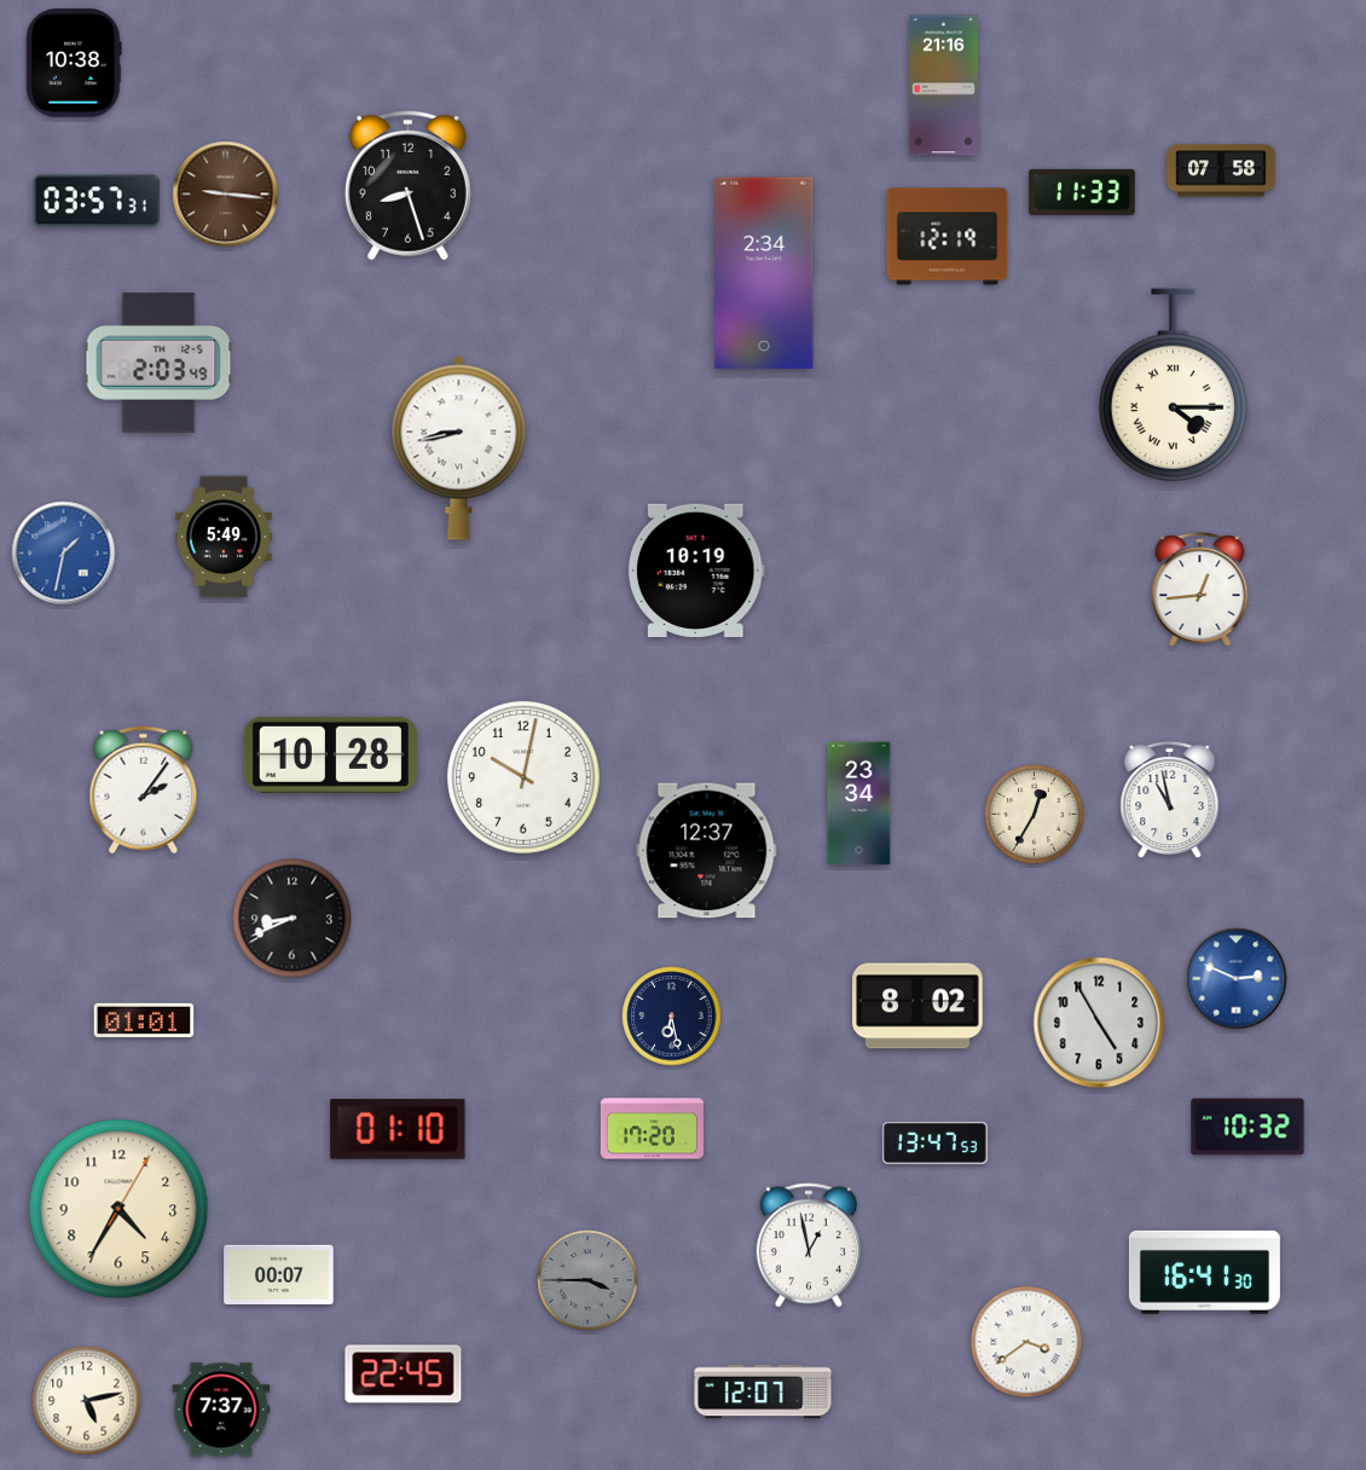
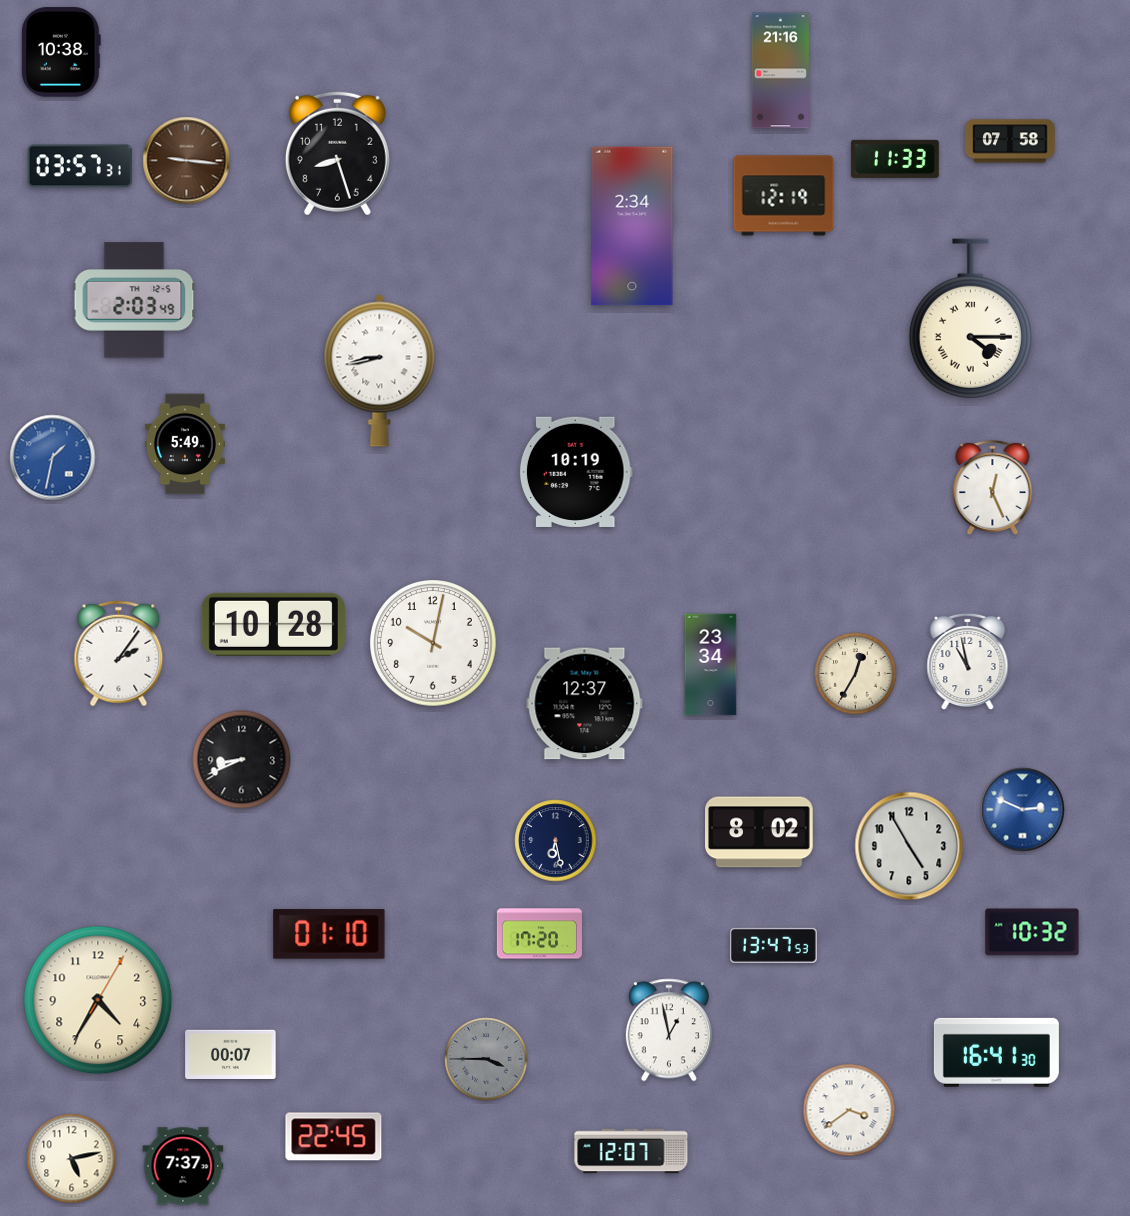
clock at (158, 363) position: (158, 363) -> (134, 300)
clock at (1200, 589): 12:44 -> 12:26
clock at (144, 1019): 01:01 -> none
